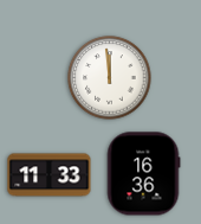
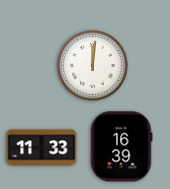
clock at (110, 78): 11:59 -> 12:01
clock at (143, 174): 16:36 -> 16:39
